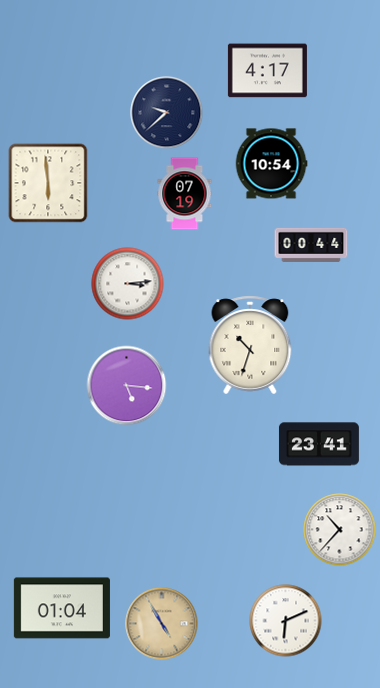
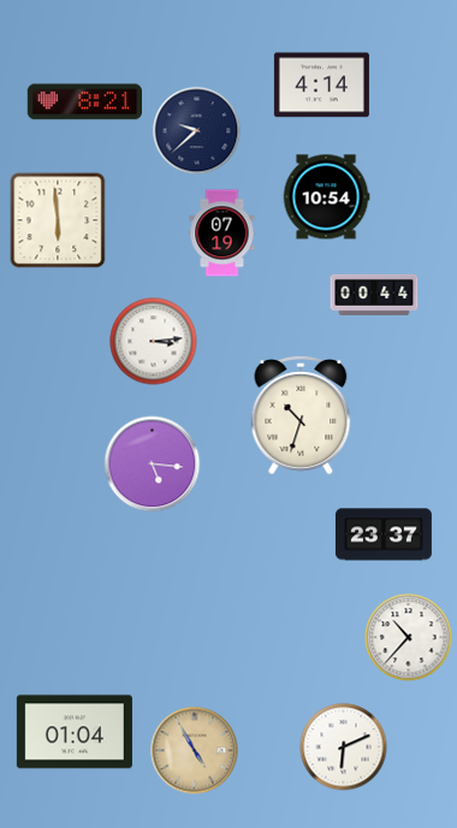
clock at (267, 71): 4:17 -> 4:14
clock at (84, 102): none -> 8:21
clock at (167, 113) position: (167, 113) -> (197, 131)
clock at (319, 444): 23:41 -> 23:37
